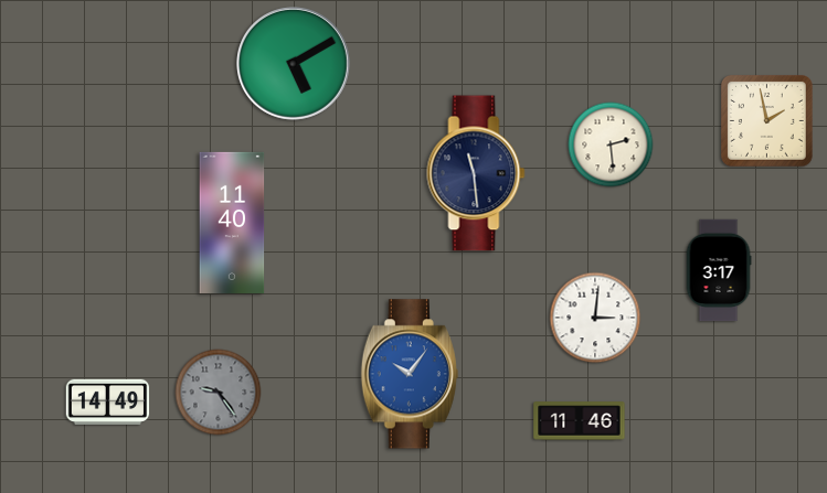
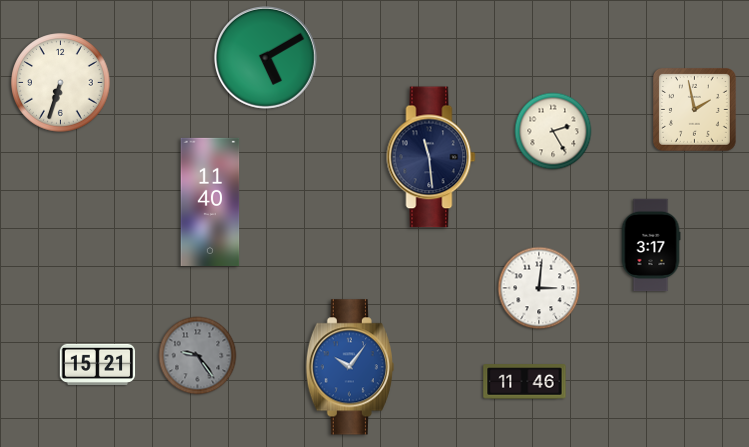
clock at (61, 83): none -> 6:33
clock at (611, 144): 2:29 -> 2:25
clock at (410, 374) position: (410, 374) -> (350, 367)
clock at (108, 401): 14:49 -> 15:21
